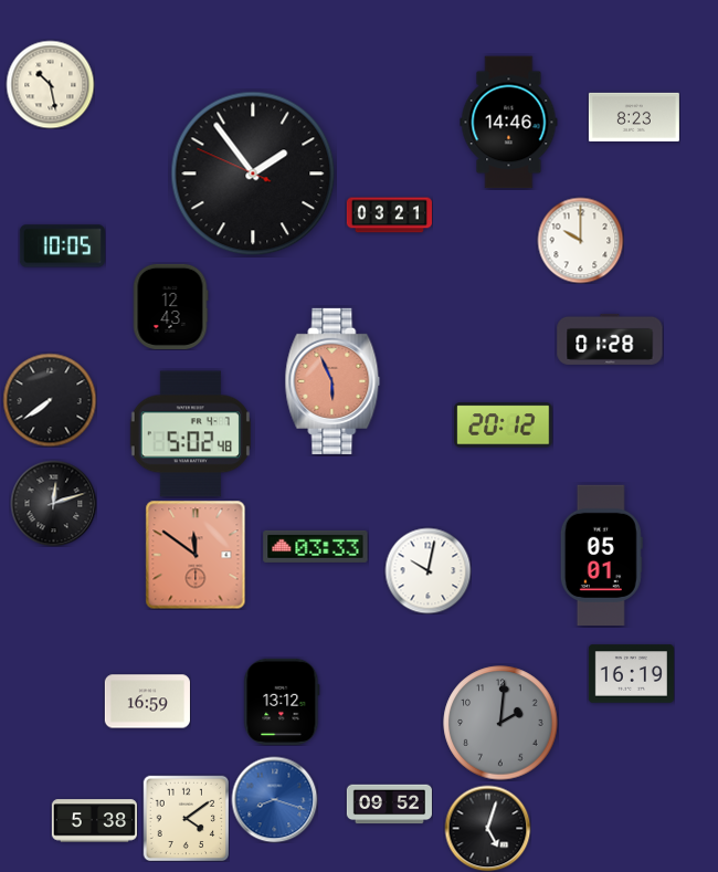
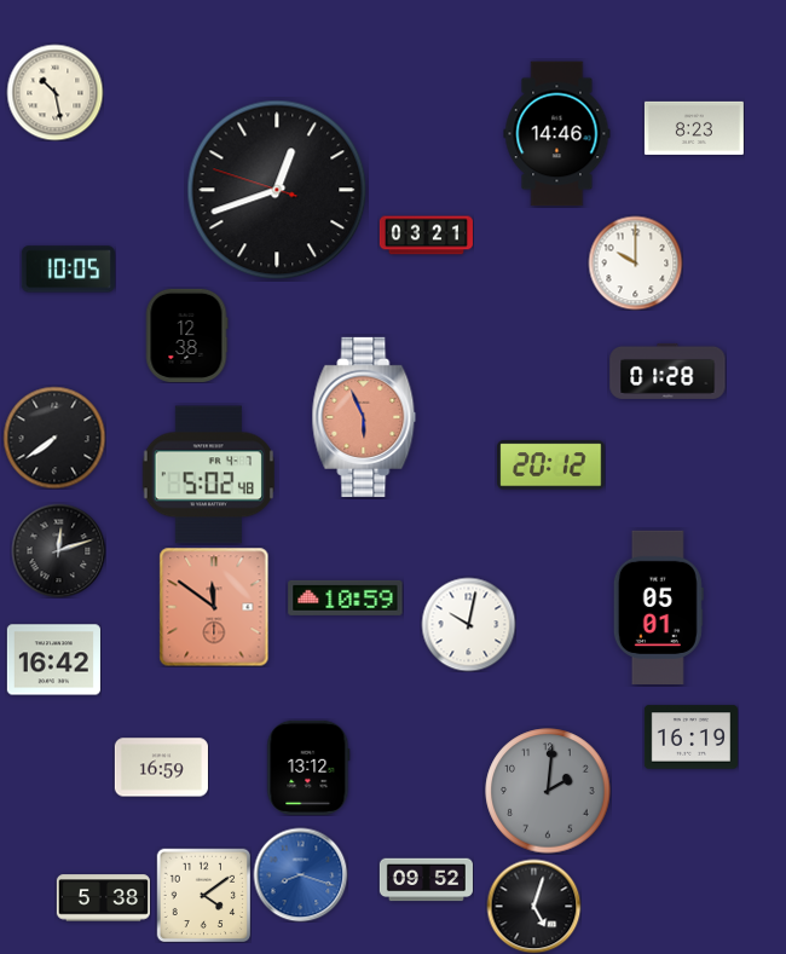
clock at (253, 174): 1:53 -> 12:41
clock at (170, 306): 12:43 -> 12:38
clock at (316, 546): 03:33 -> 10:59
clock at (53, 660): none -> 16:42
